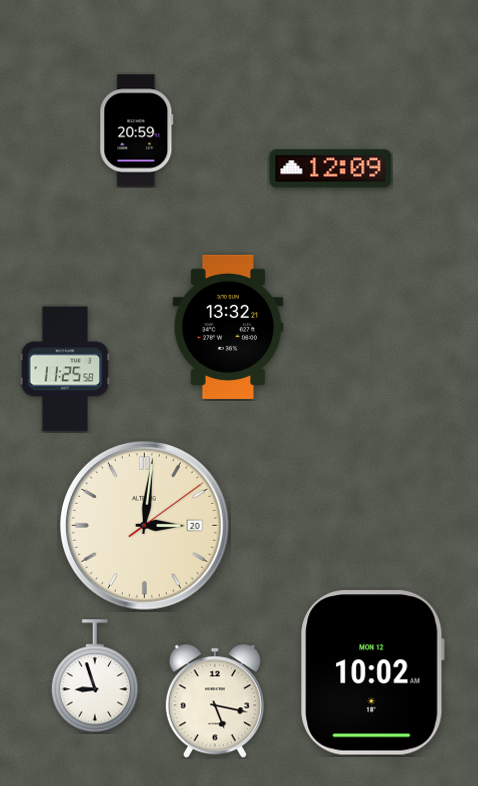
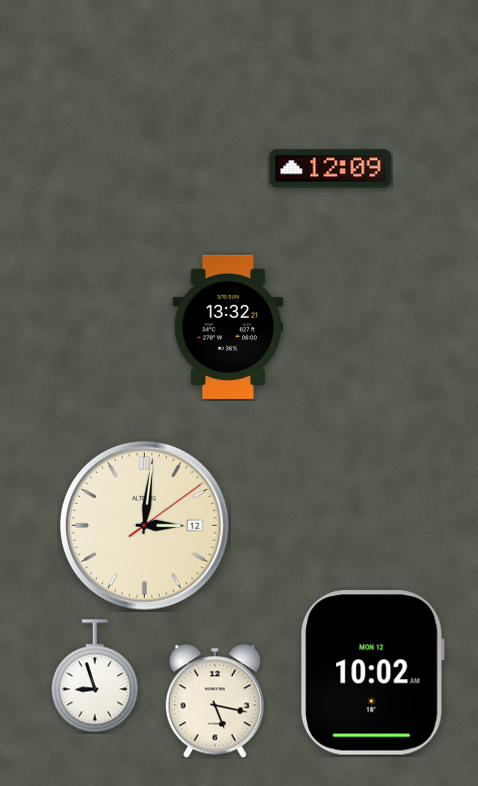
clock at (137, 131): 20:59 -> none
clock at (65, 369): 11:25 -> none
clock at (145, 526) date: 20 -> 12
